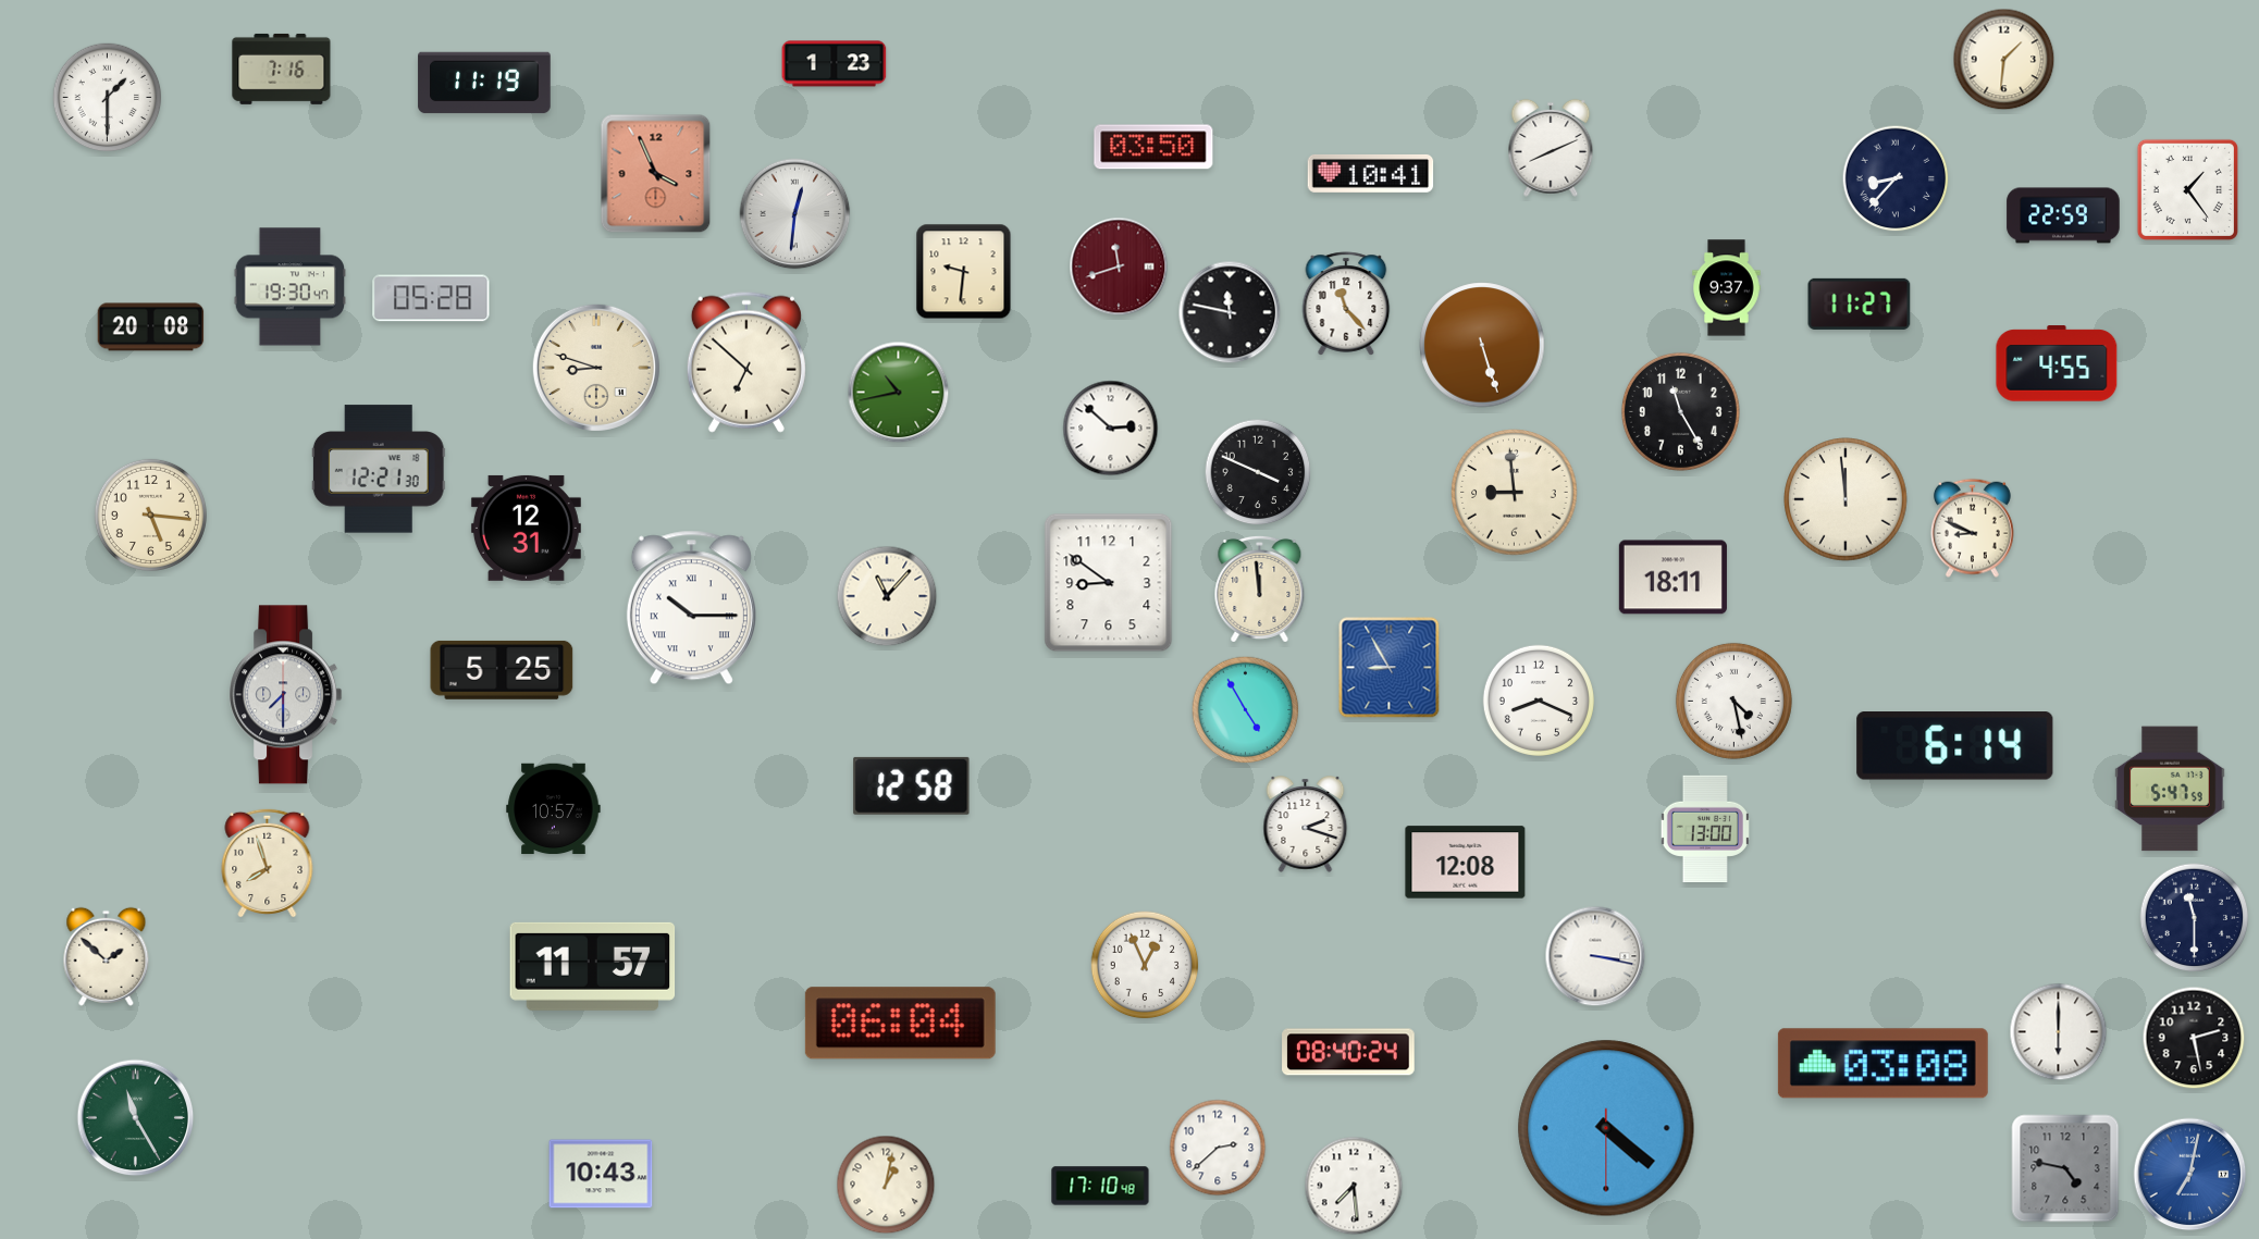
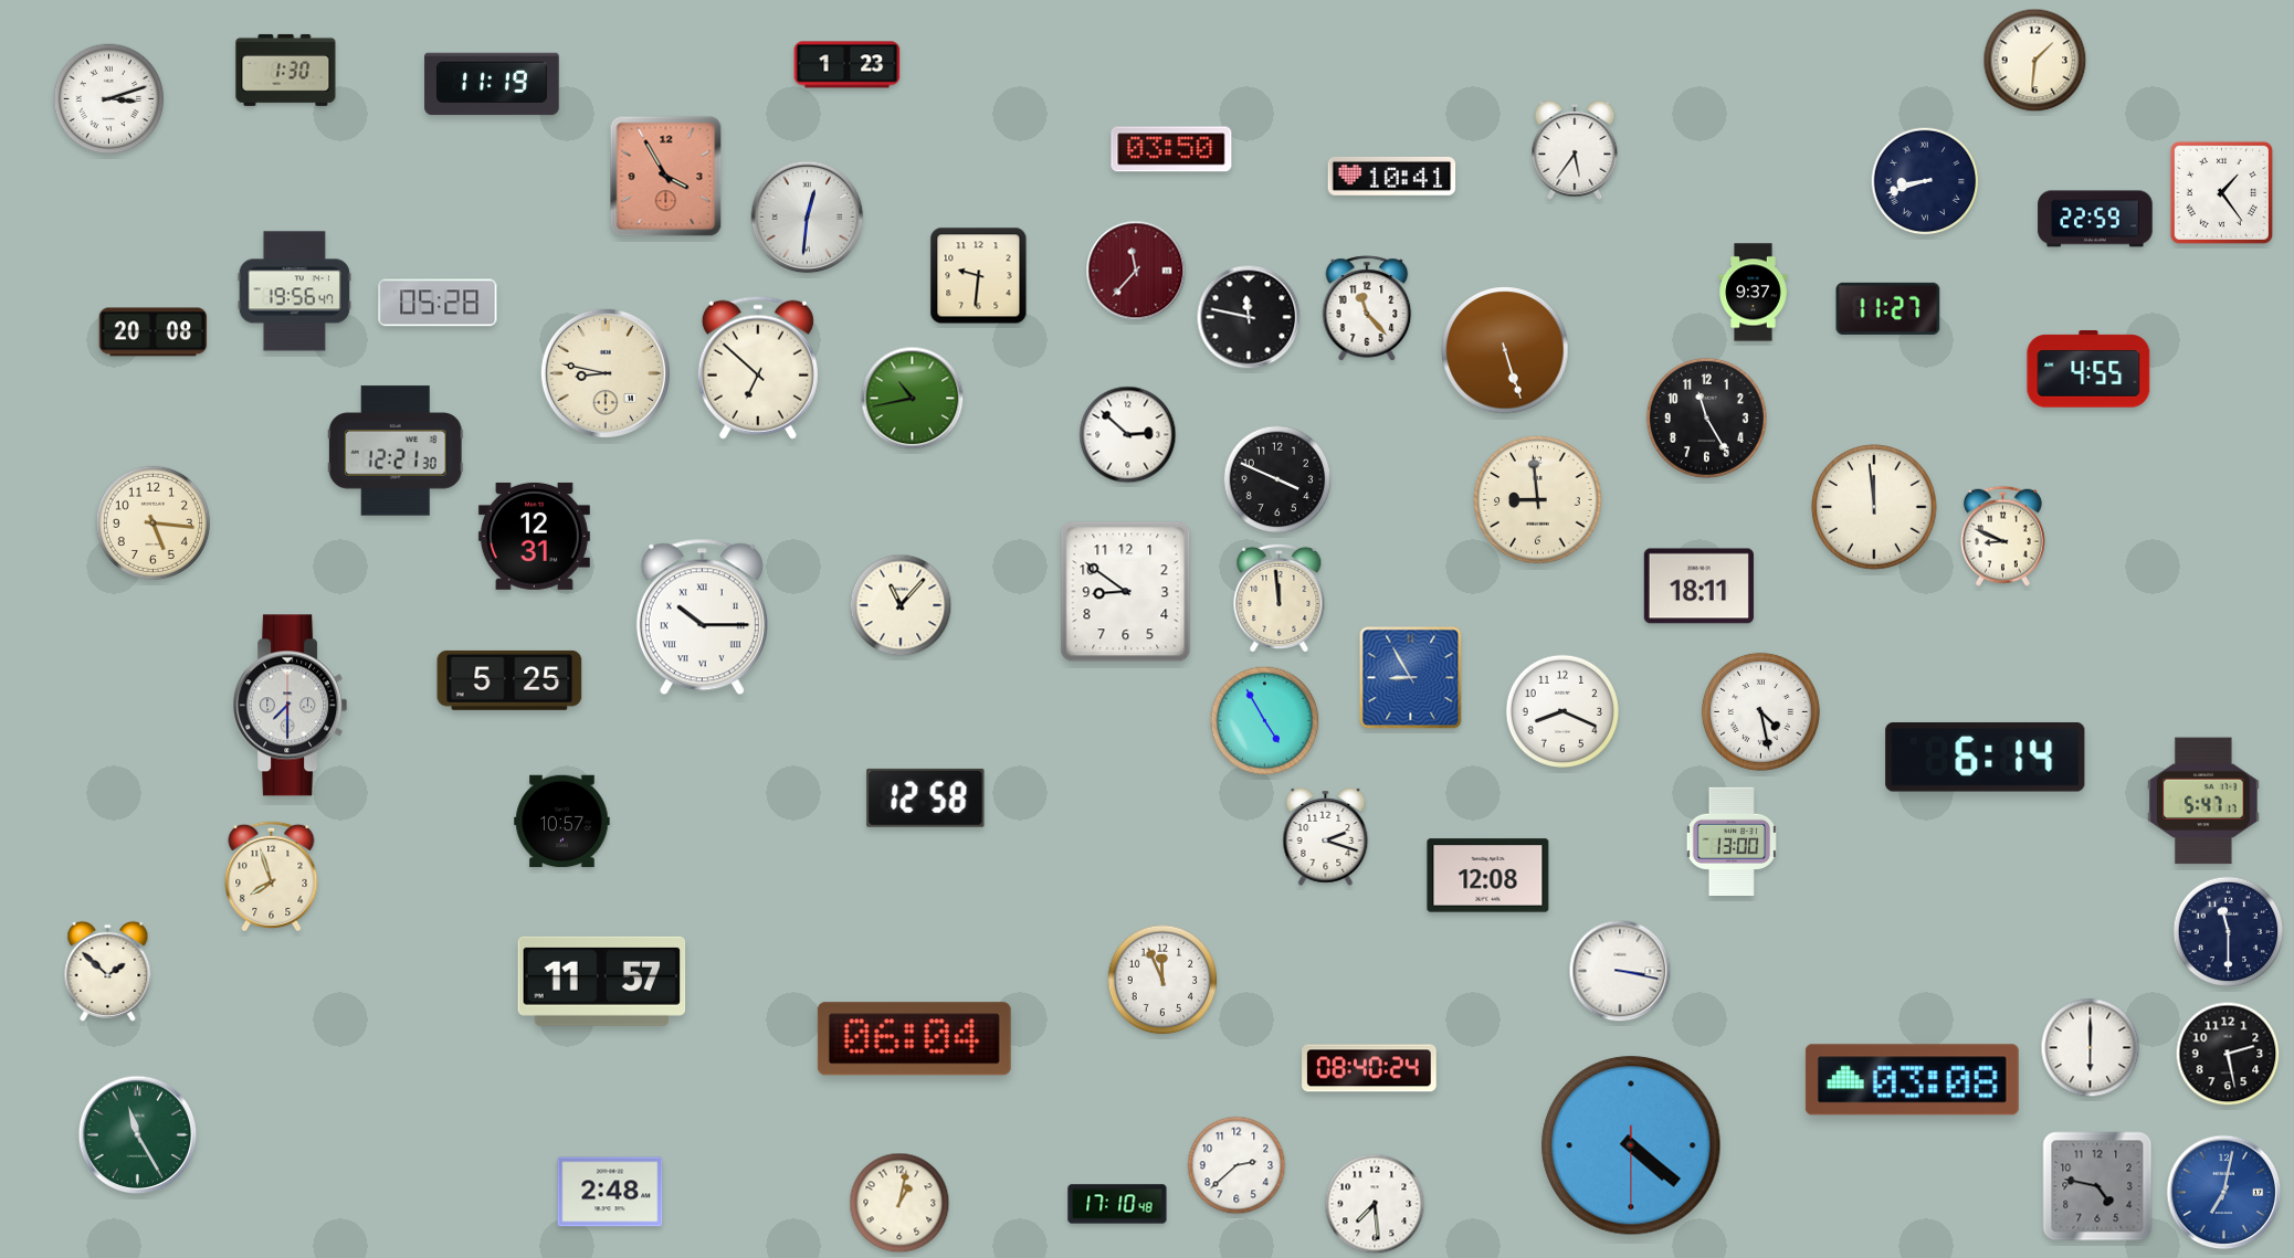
clock at (282, 69): 7:16 -> 1:30
clock at (108, 98): 1:30 -> 3:12
clock at (1551, 148): 8:11 -> 5:36
clock at (656, 174): 3:56 -> 3:55
clock at (1896, 178): 8:37 -> 8:42
clock at (1119, 267): 11:42 -> 11:37
clock at (289, 287): 19:30 -> 19:56
clock at (596, 368): 8:48 -> 8:47
clock at (379, 469) position: (379, 469) -> (396, 451)
clock at (2170, 789): 5:47:59 -> 5:47:17
clock at (1145, 965): 12:56 -> 11:56
clock at (601, 1174): 10:43 -> 2:48
